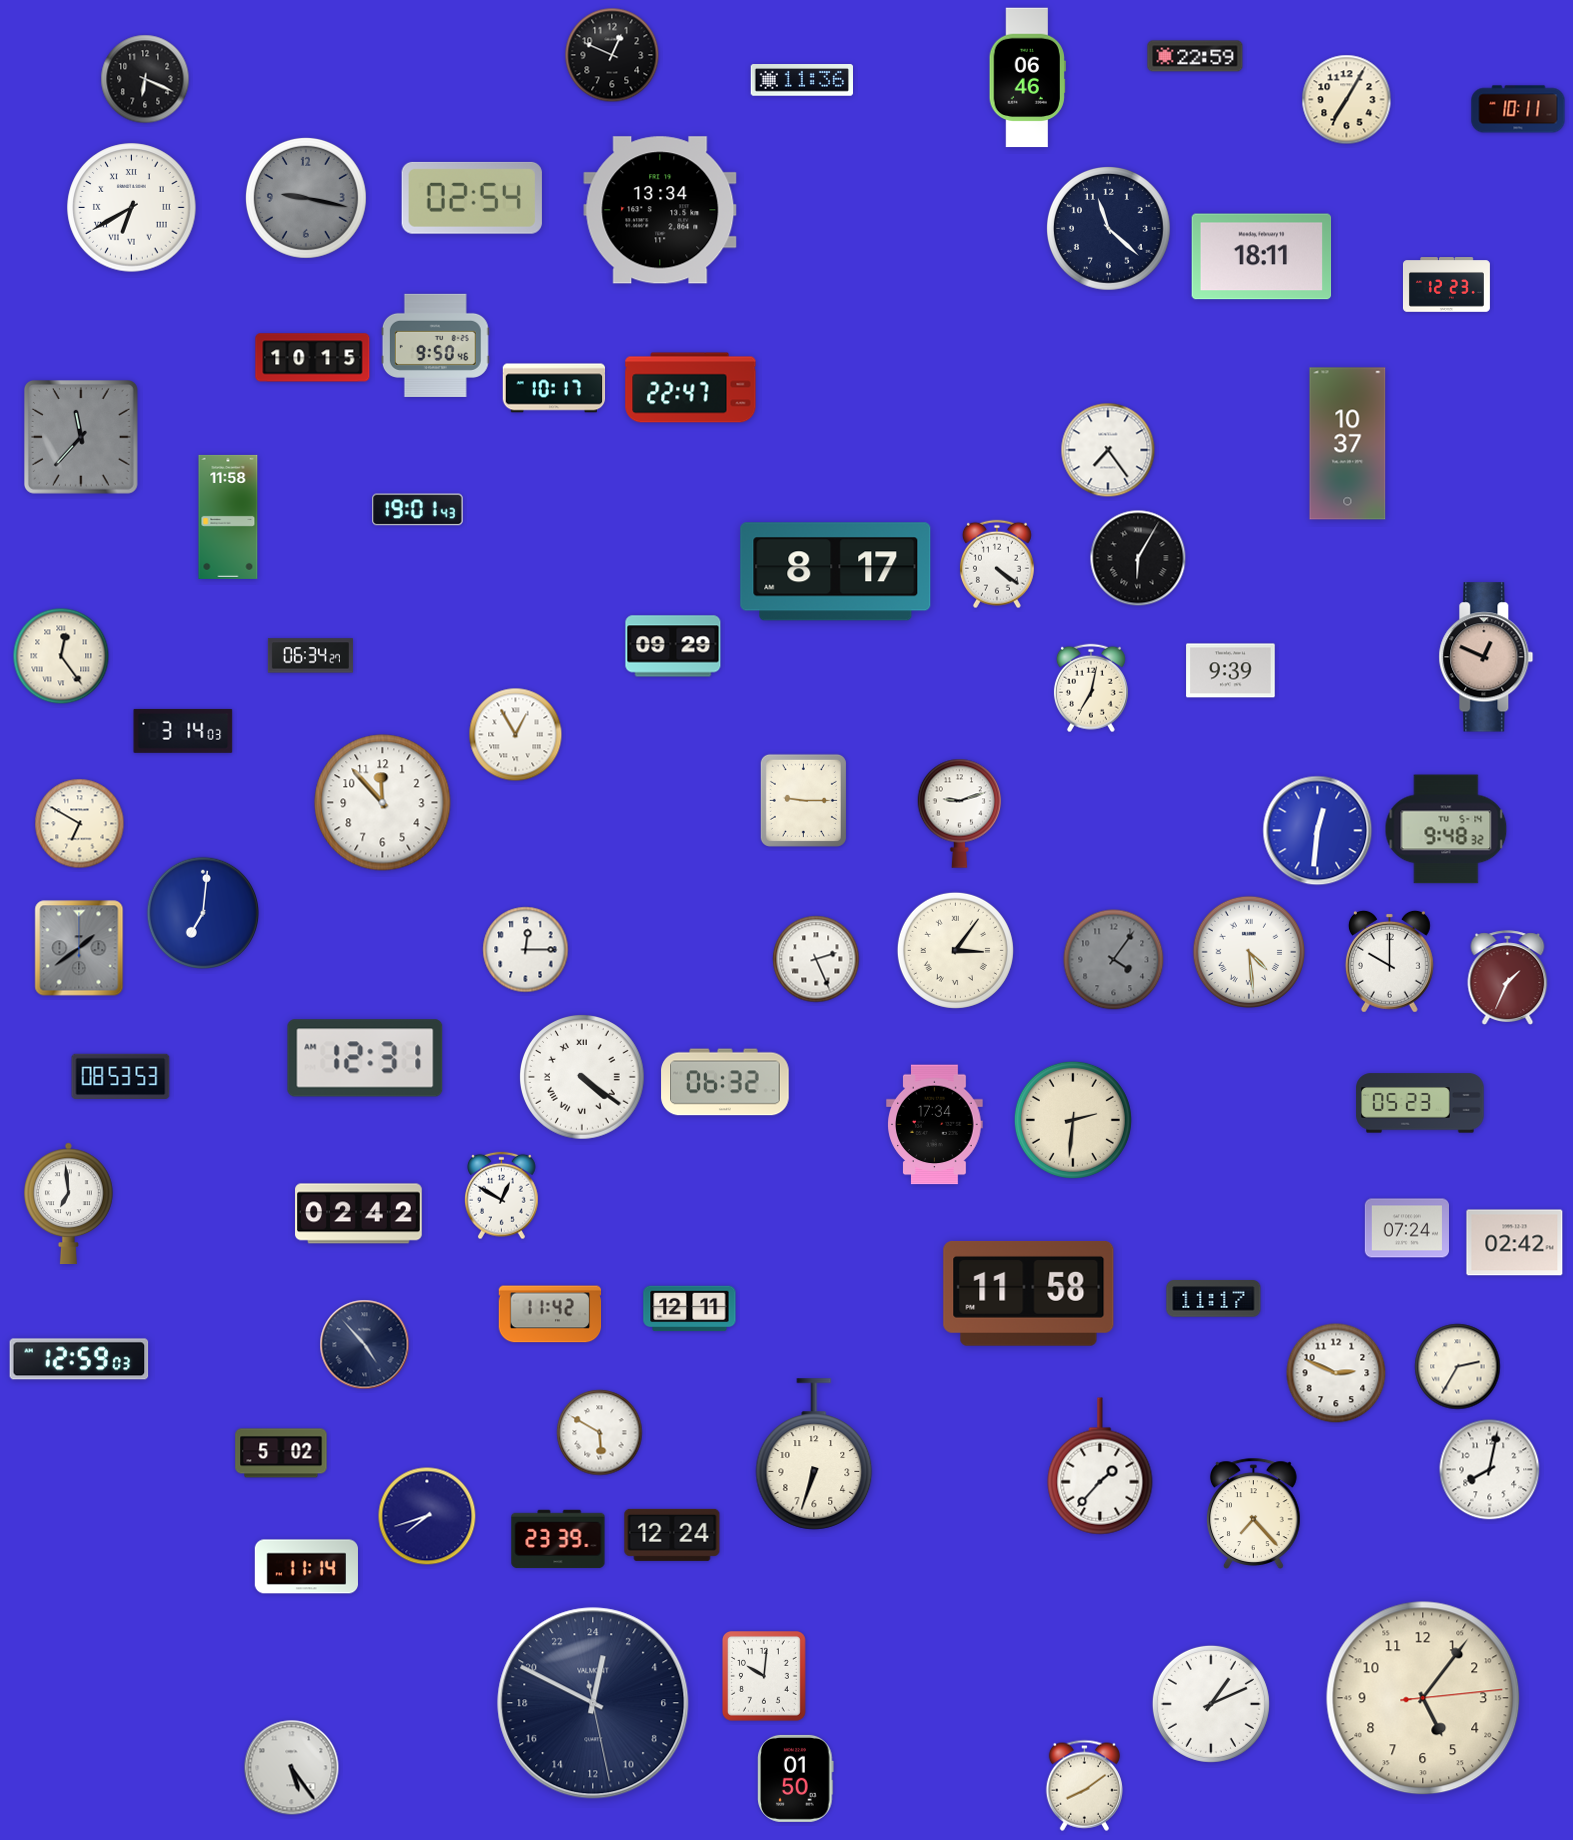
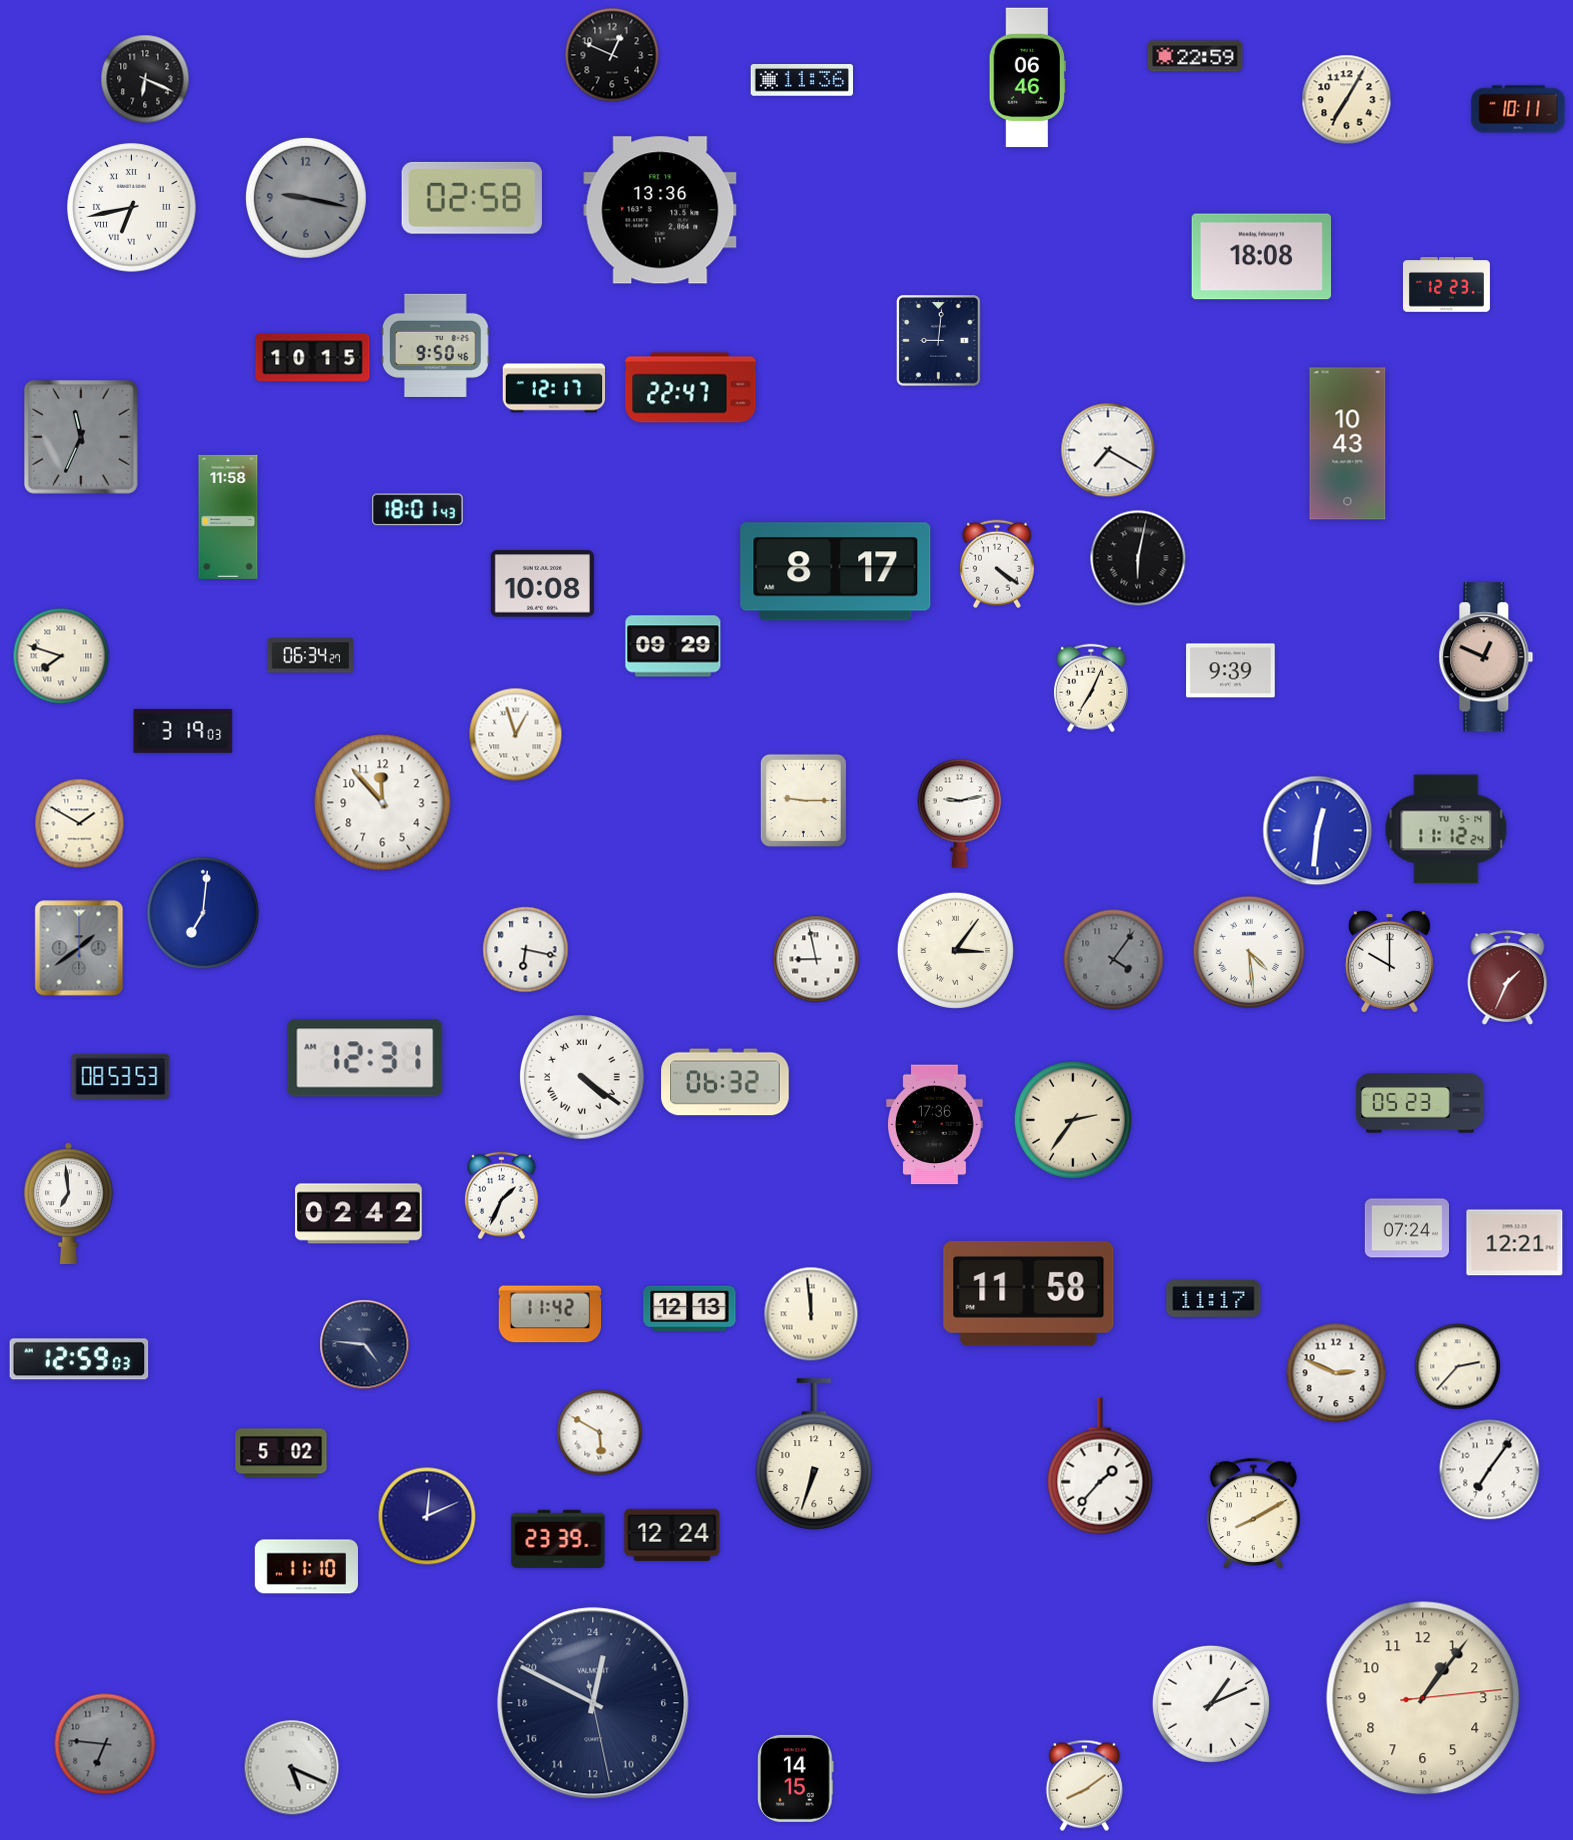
clock at (472, 198): 02:54 -> 02:58
clock at (132, 208): 6:40 -> 6:43
clock at (660, 210): 13:34 -> 13:36
clock at (1109, 229): 11:22 -> none
clock at (1262, 257): 18:11 -> 18:08
clock at (939, 341): none -> 9:01
clock at (554, 388): 10:17 -> 12:17
clock at (82, 438): 11:37 -> 11:34
clock at (1348, 444): 10:37 -> 10:43
clock at (1108, 450): 7:24 -> 7:20
clock at (418, 510): 19:01 -> 18:01
clock at (1138, 558): 6:05 -> 6:02
clock at (542, 584): none -> 10:08
clock at (61, 656): 12:24 -> 7:48
clock at (1091, 688): 7:02 -> 7:04
clock at (183, 731): 3:14 -> 3:19
clock at (516, 735): 12:55 -> 12:57
clock at (960, 813): 9:12 -> 9:13
clock at (80, 824): 6:50 -> 1:50
clock at (1446, 829): 9:48 -> 11:12
clock at (526, 950): 12:15 -> 6:17
clock at (816, 959): 2:26 -> 8:58
clock at (1073, 1120): 2:31 -> 2:36
clock at (935, 1125): 17:34 -> 17:36
clock at (502, 1196): 12:50 -> 1:34
clock at (1515, 1243): 02:42 -> 12:21
clock at (690, 1309): 12:11 -> 12:13
clock at (811, 1314): none -> 11:59
clock at (365, 1345): 4:53 -> 4:46
clock at (1458, 1367): 2:35 -> 2:37
clock at (1490, 1470): 8:02 -> 7:06
clock at (1254, 1513): 7:23 -> 8:10
clock at (427, 1516): 7:42 -> 12:11
clock at (306, 1567): 11:14 -> 11:10
clock at (765, 1677): 10:01 -> none
clock at (1423, 1698): 5:06 -> 1:06
clock at (105, 1744): none -> 6:46
clock at (292, 1768): 5:24 -> 5:19
clock at (796, 1778): 01:50 -> 14:15
